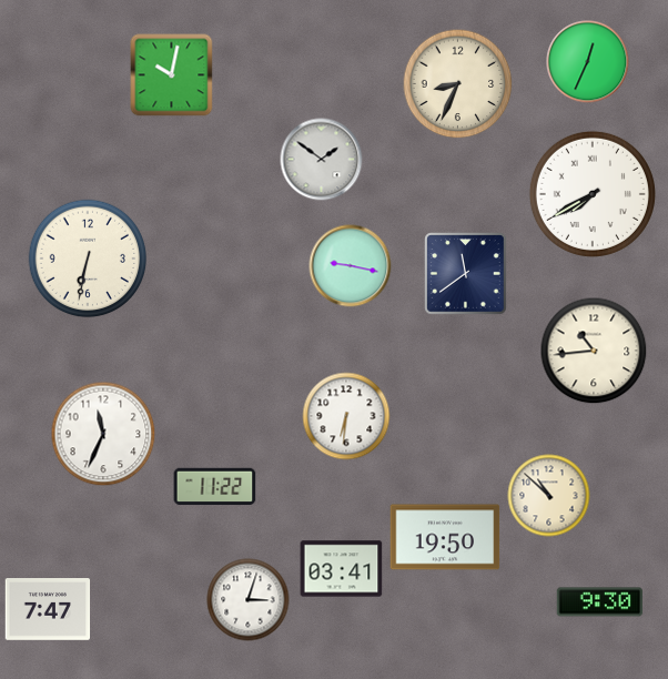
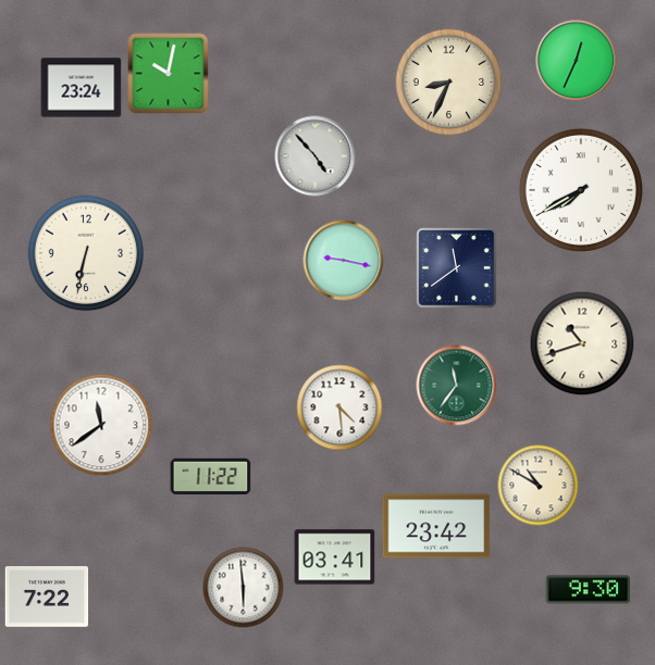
clock at (82, 88): none -> 23:24
clock at (322, 160): 1:51 -> 4:53
clock at (594, 351): 10:44 -> 10:42
clock at (457, 386): none -> 11:36
clock at (346, 416): 6:31 -> 4:29
clock at (103, 434): 11:34 -> 11:39
clock at (549, 496): 10:52 -> 10:50
clock at (445, 537): 19:50 -> 23:42
clock at (249, 600): 3:03 -> 5:59
clock at (48, 610): 7:47 -> 7:22
